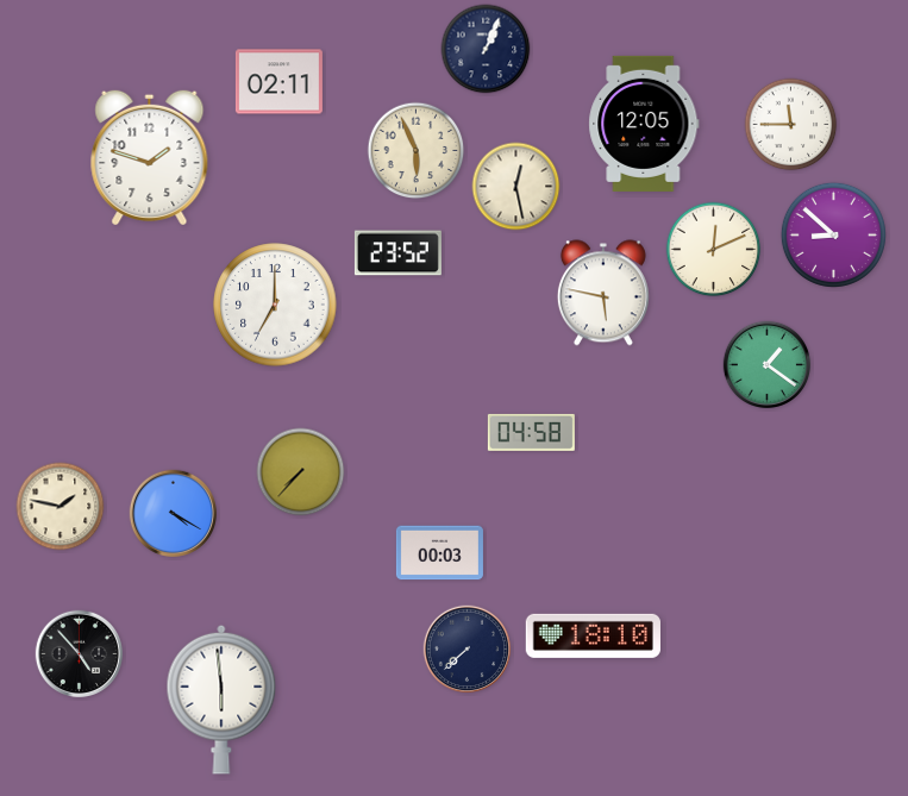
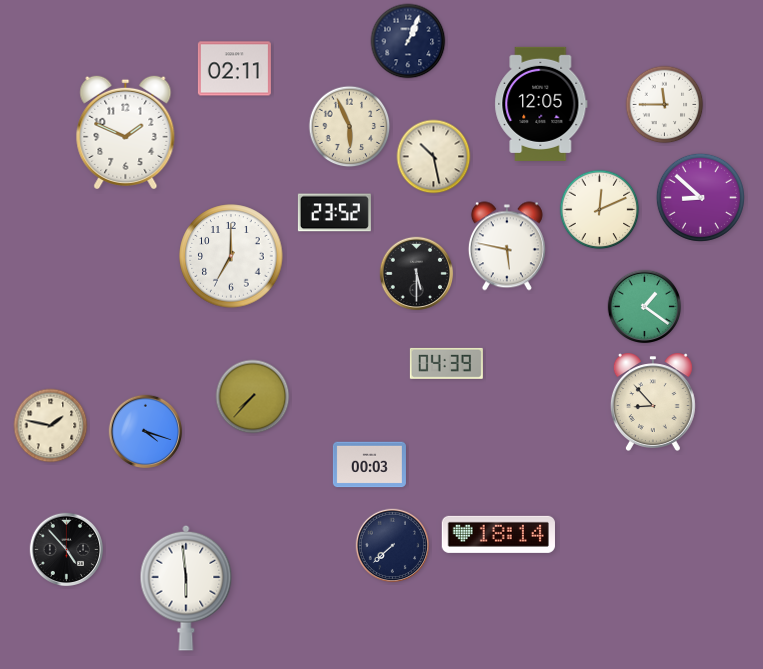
clock at (150, 157): 1:48 -> 1:49
clock at (516, 187): 12:28 -> 10:28
clock at (417, 274): none -> 5:30
clock at (531, 432): 04:58 -> 04:39
clock at (653, 402): none -> 8:53
clock at (174, 514): 4:20 -> 4:18
clock at (593, 635): 18:10 -> 18:14
